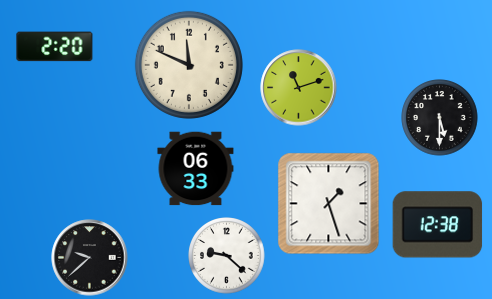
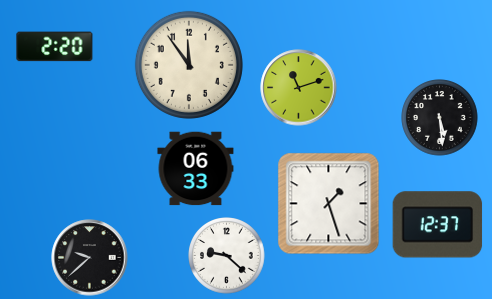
clock at (189, 65): 11:49 -> 11:54
clock at (440, 118): 5:30 -> 5:29
clock at (438, 225): 12:38 -> 12:37
